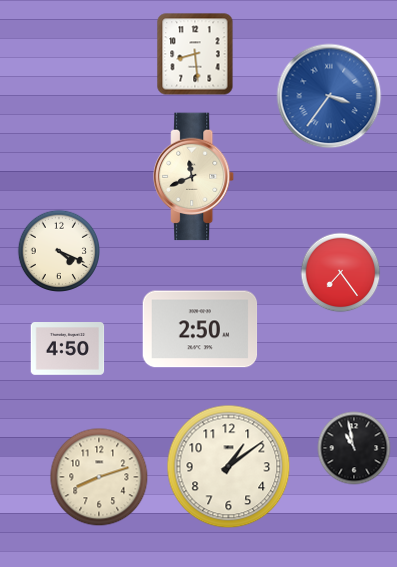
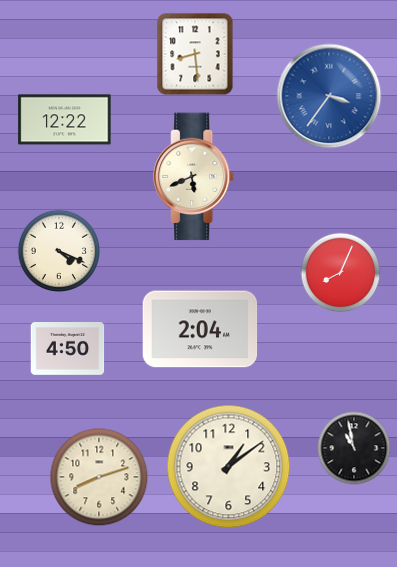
clock at (65, 120): none -> 12:22
clock at (195, 177): 11:41 -> 5:41
clock at (341, 273): 7:24 -> 8:04
clock at (200, 329): 2:50 -> 2:04
